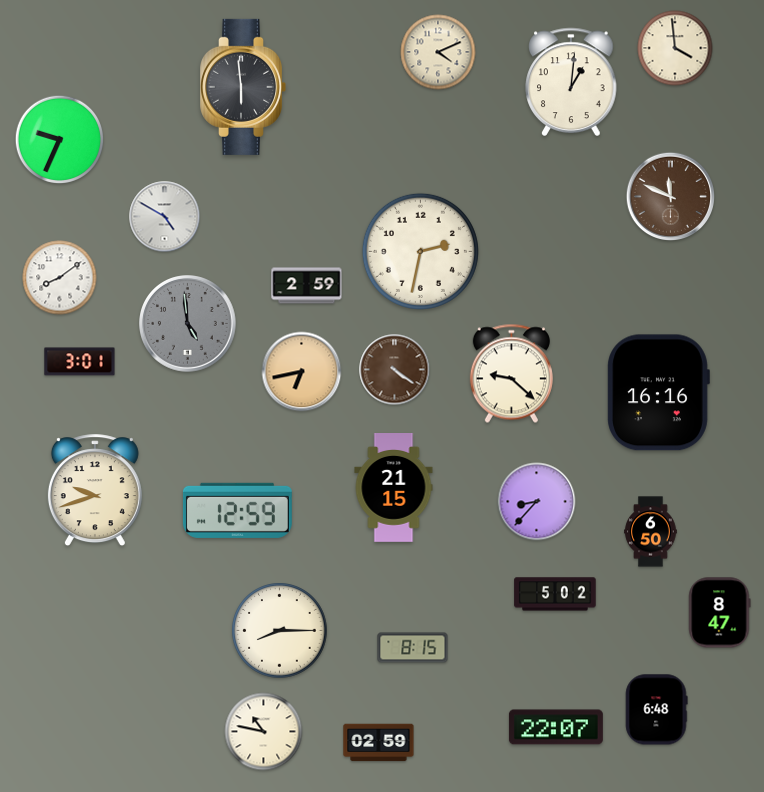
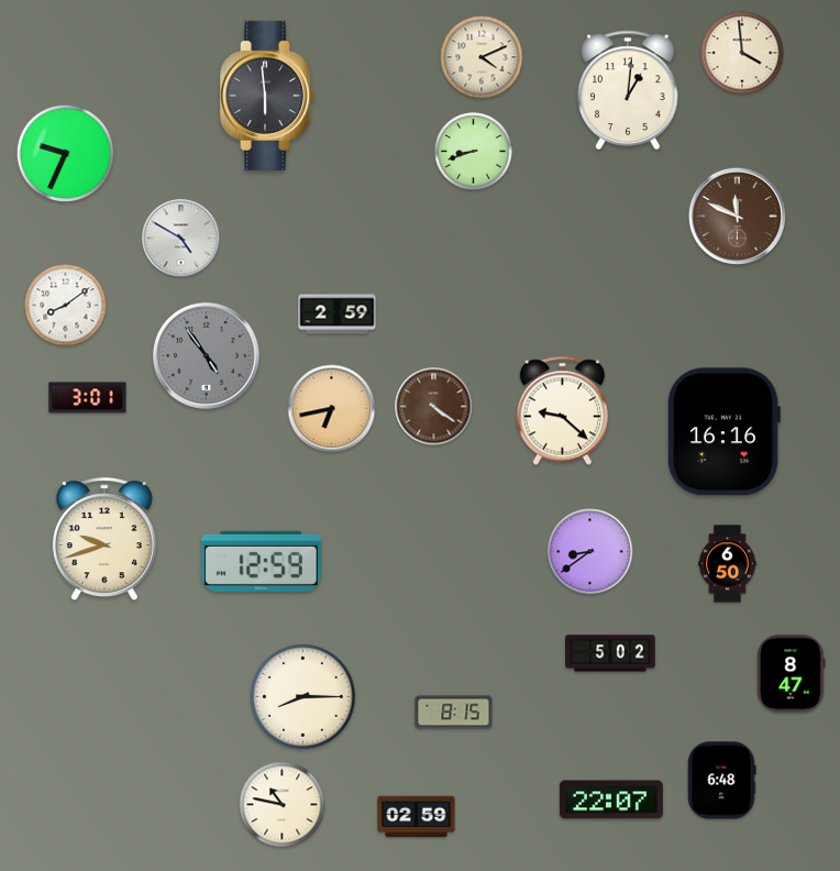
clock at (474, 152): none -> 8:42
clock at (420, 251): 2:32 -> none
clock at (188, 324): 4:59 -> 4:54
clock at (394, 488): 21:15 -> none
clock at (537, 502): 8:37 -> 8:39
clock at (651, 532) position: (651, 532) -> (728, 564)
clock at (280, 631) position: (280, 631) -> (303, 697)
clock at (264, 732) position: (264, 732) -> (283, 805)
